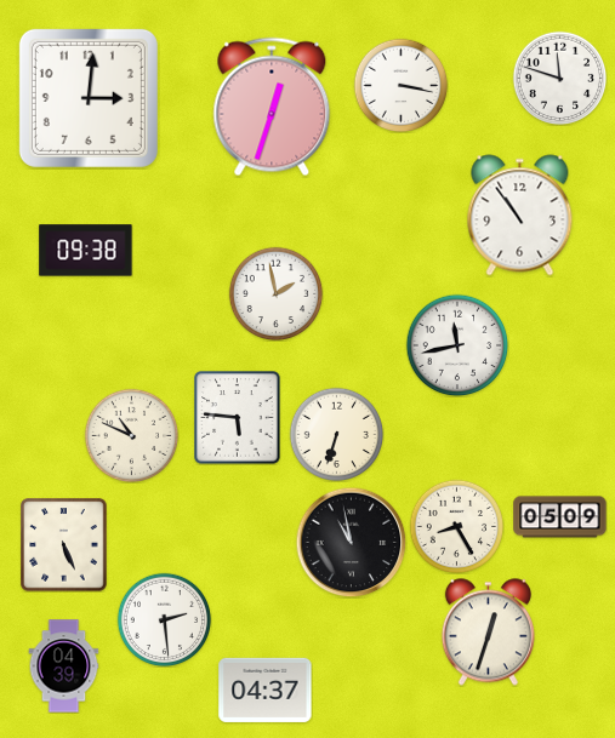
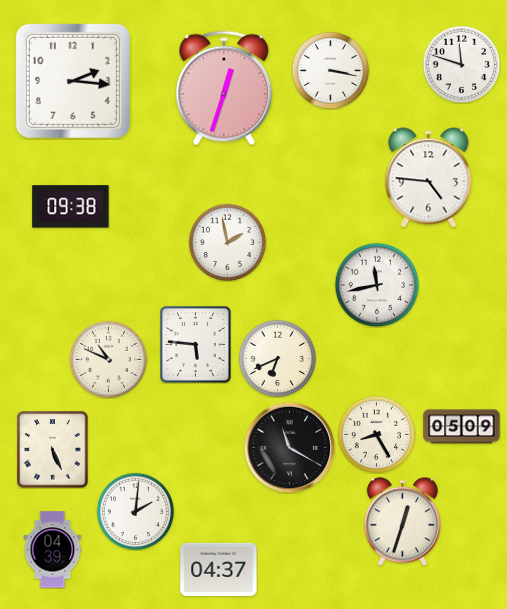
clock at (89, 98): 3:01 -> 2:16
clock at (520, 216): 10:54 -> 4:46
clock at (336, 434): 6:33 -> 6:41
clock at (351, 542): 10:58 -> 11:20
clock at (164, 619): 2:29 -> 2:01
